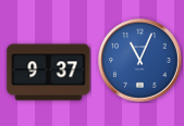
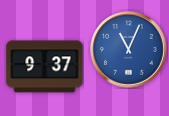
clock at (140, 61) position: (140, 61) -> (129, 50)
